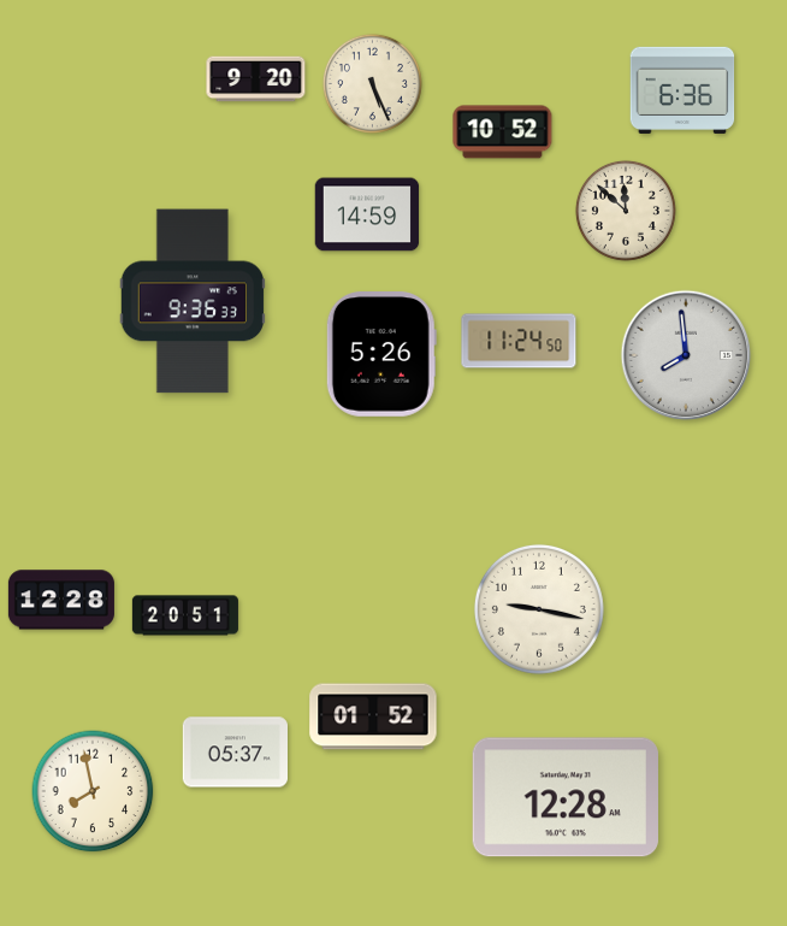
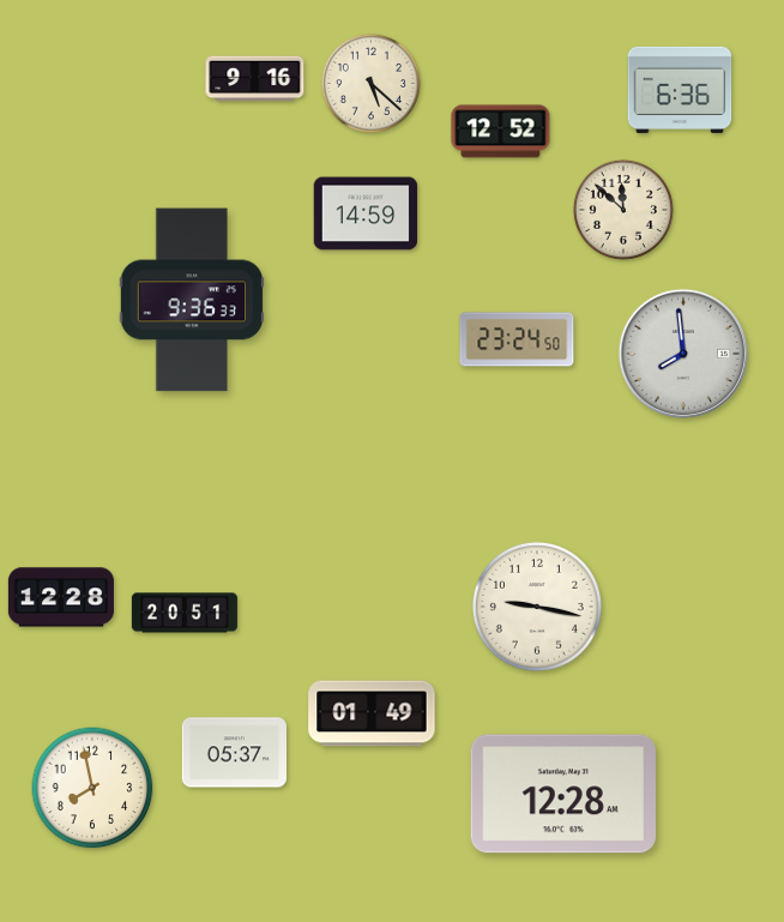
clock at (256, 79): 9:20 -> 9:16
clock at (372, 83): 5:26 -> 5:22
clock at (503, 132): 10:52 -> 12:52
clock at (519, 341): 11:24 -> 23:24
clock at (381, 355): 5:26 -> none
clock at (373, 716): 01:52 -> 01:49
clock at (235, 753) position: (235, 753) -> (234, 753)
